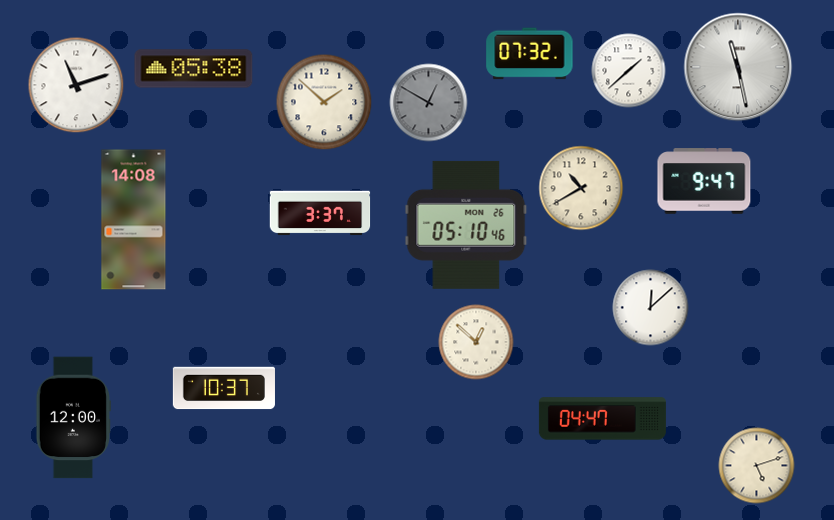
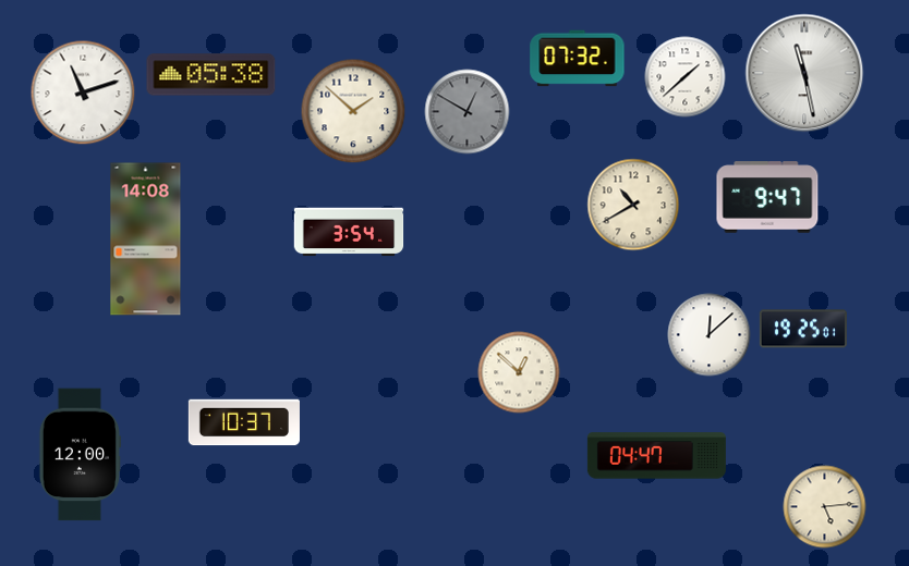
clock at (320, 213): 3:37 -> 3:54
clock at (466, 225): 05:10 -> none
clock at (803, 329): none -> 19:25
clock at (757, 466): 5:12 -> 5:14
